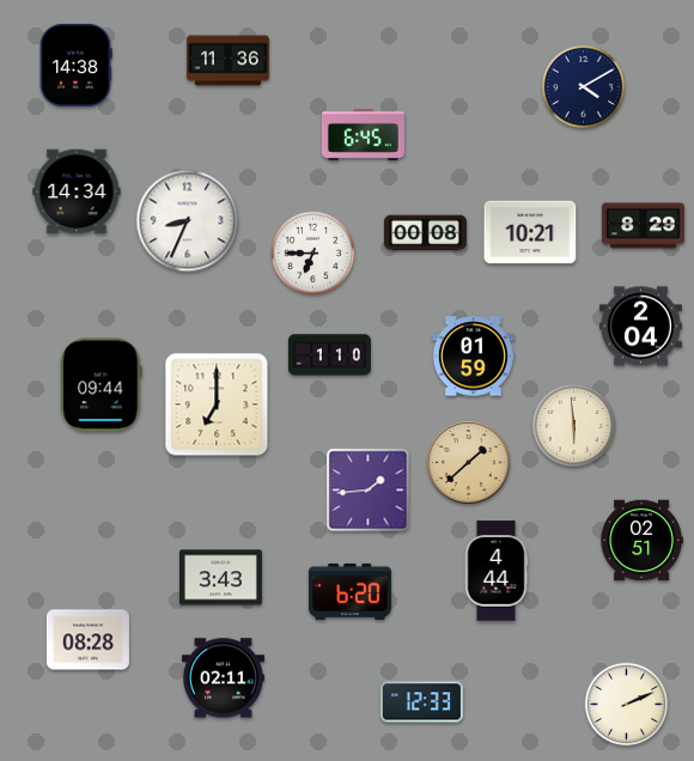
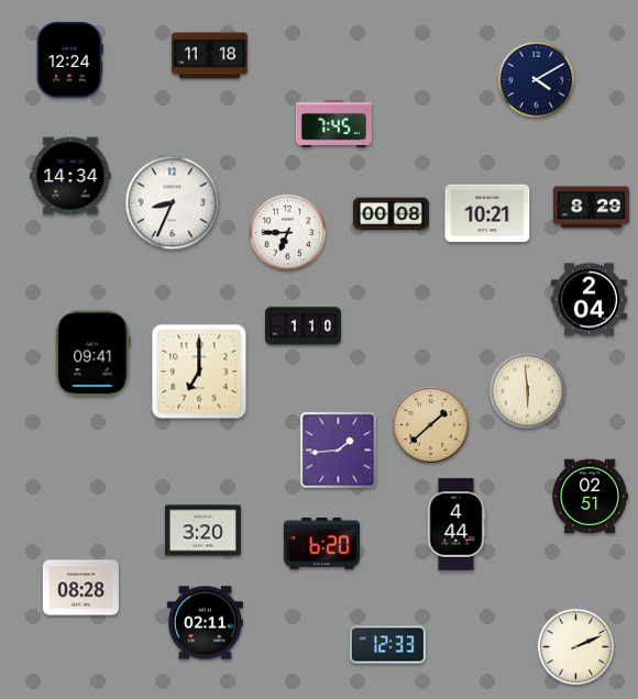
clock at (227, 61): 11:36 -> 11:18
clock at (75, 65): 14:38 -> 12:24
clock at (363, 134): 6:45 -> 7:45
clock at (473, 357): 01:59 -> none
clock at (102, 385): 09:44 -> 09:41
clock at (220, 578): 3:43 -> 3:20
